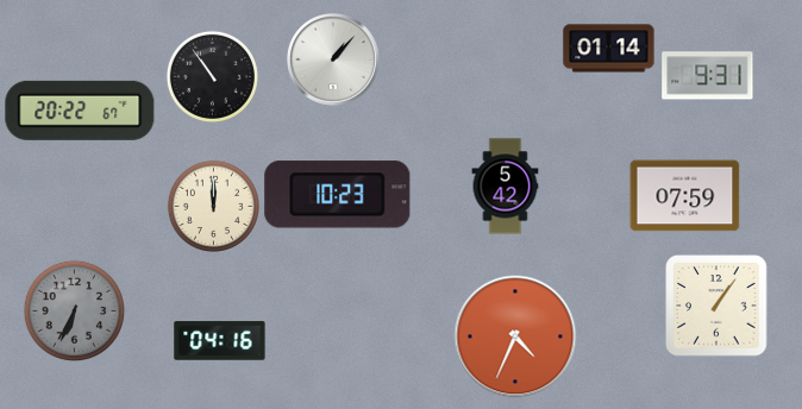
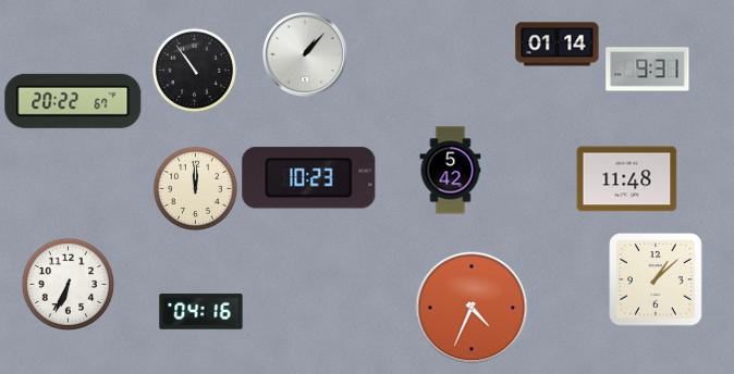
clock at (506, 187) position: (506, 187) -> (451, 171)
clock at (685, 196): 07:59 -> 11:48
clock at (716, 306): 1:06 -> 1:08
clock at (74, 310) dial: grey -> white
